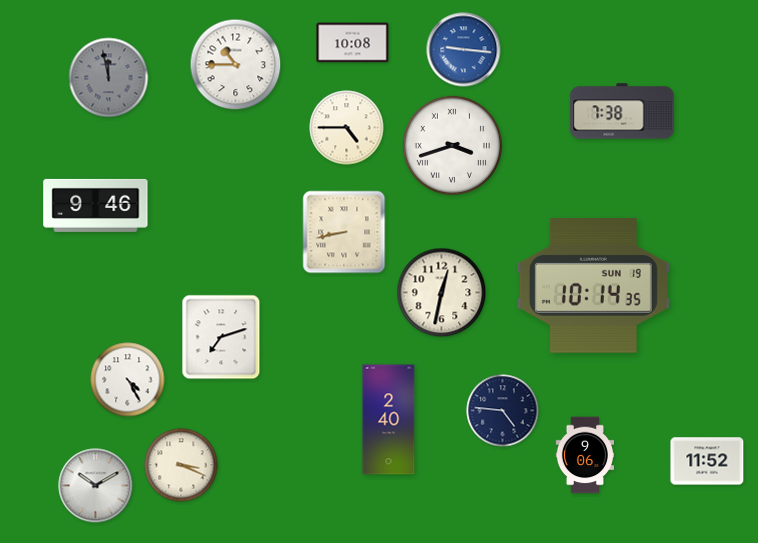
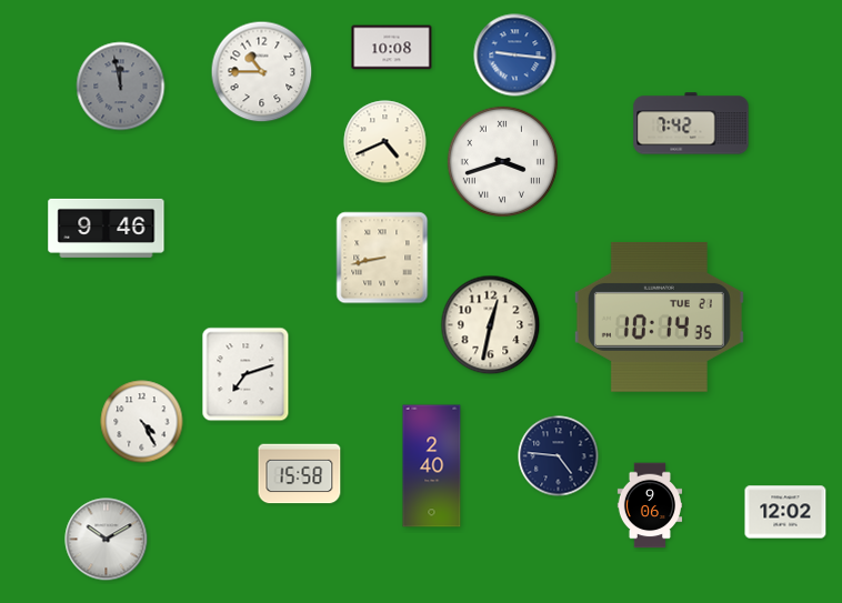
clock at (622, 111): 7:38 -> 7:42
clock at (347, 128): 4:45 -> 4:41
clock at (593, 285) date: SUN 19 -> TUE 21
clock at (300, 474): none -> 15:58
clock at (707, 461): 11:52 -> 12:02
clock at (181, 465): 3:19 -> none
